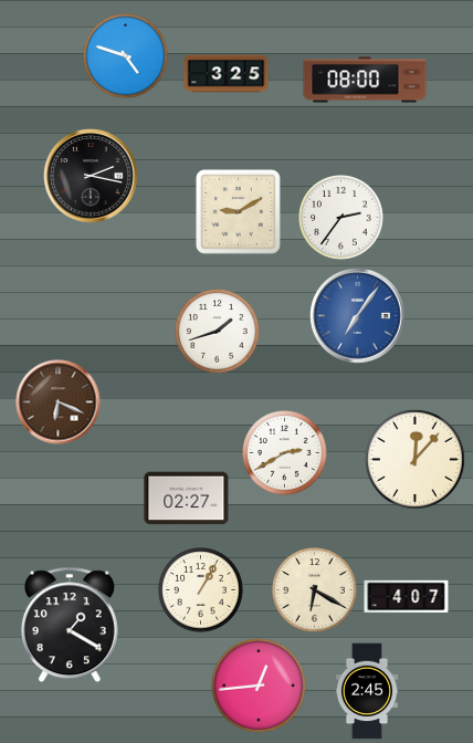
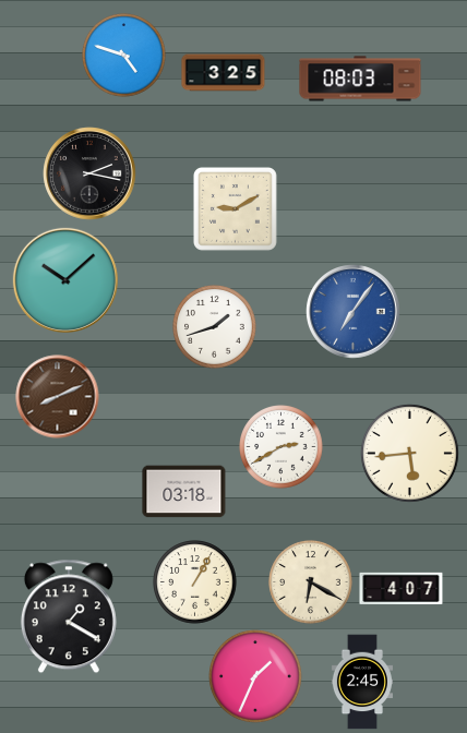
clock at (365, 80): 08:00 -> 08:03
clock at (341, 218): 2:36 -> none
clock at (65, 280): none -> 10:08
clock at (59, 402): 6:19 -> 8:11
clock at (414, 459): 12:07 -> 5:44
clock at (187, 499): 02:27 -> 03:18
clock at (201, 590) position: (201, 590) -> (195, 582)
clock at (260, 687): 12:44 -> 1:34
